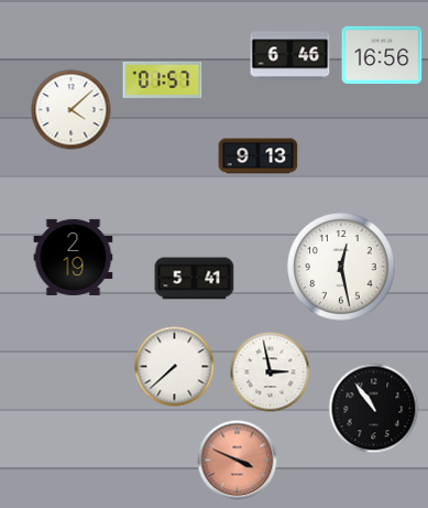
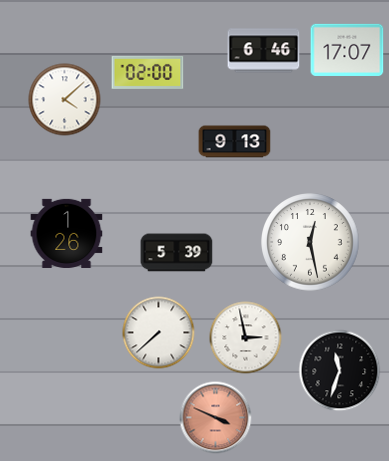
clock at (382, 54): 16:56 -> 17:07
clock at (163, 79): 01:57 -> 02:00
clock at (74, 257): 2:19 -> 1:26
clock at (195, 279): 5:41 -> 5:39
clock at (374, 409): 10:54 -> 11:33
